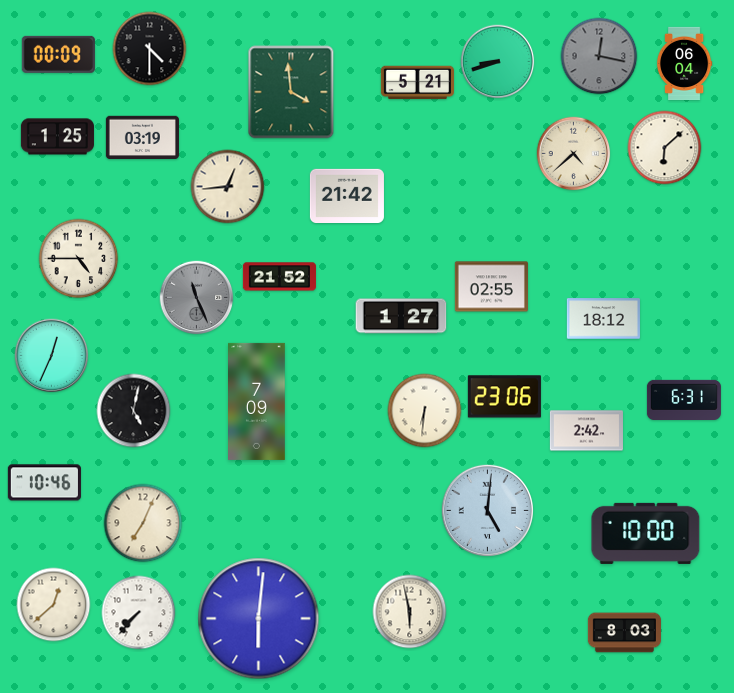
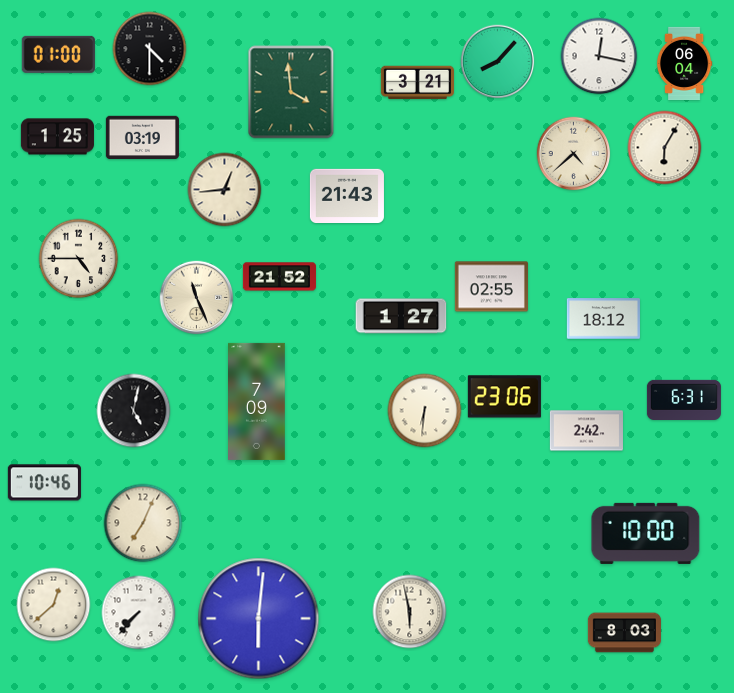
clock at (58, 54): 00:09 -> 01:00
clock at (599, 56) dial: grey -> white
clock at (498, 62): 8:42 -> 8:07
clock at (417, 83): 5:21 -> 3:21
clock at (665, 148): 6:08 -> 6:05
clock at (228, 187) position: (228, 187) -> (225, 190)
clock at (347, 195): 21:42 -> 21:43
clock at (197, 298) dial: grey -> cream
clock at (52, 356): 12:34 -> none
clock at (487, 510): 5:01 -> none
